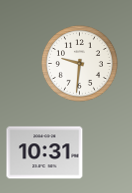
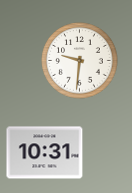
clock at (80, 64) position: (80, 64) -> (80, 61)
